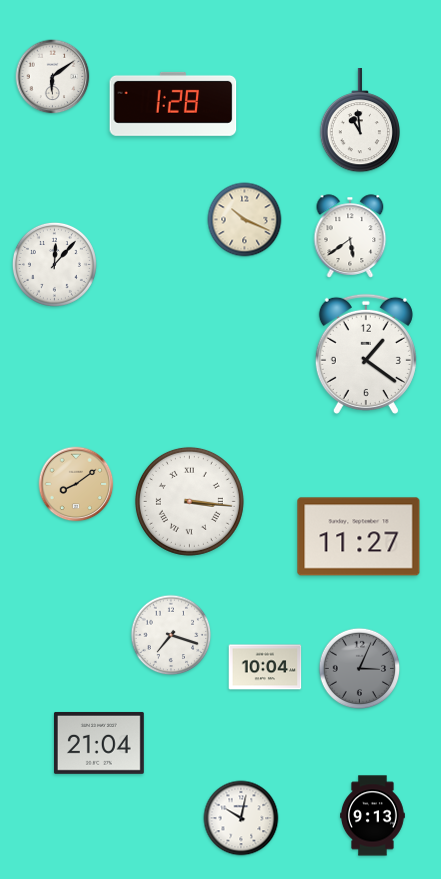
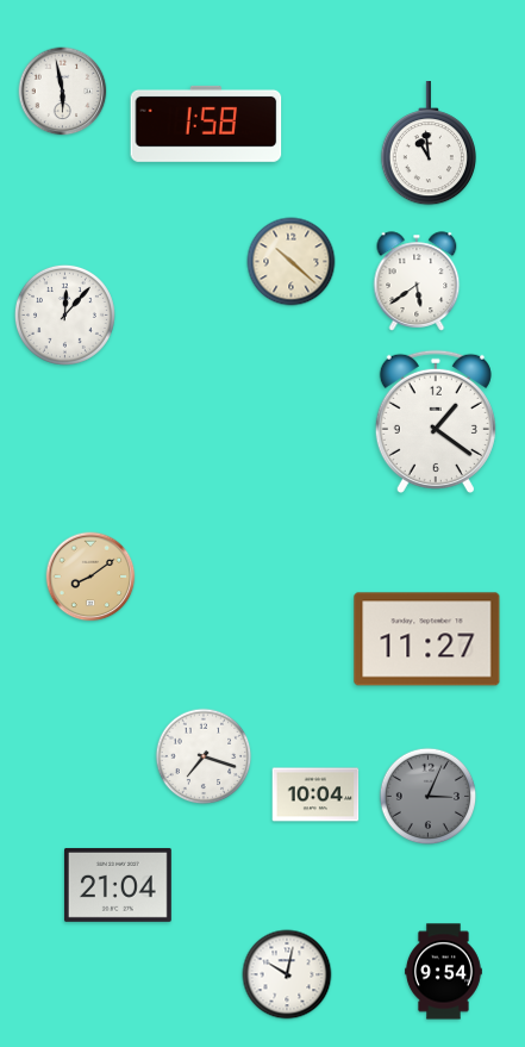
clock at (53, 77): 6:09 -> 5:58
clock at (173, 104): 1:28 -> 1:58
clock at (245, 220): 10:19 -> 10:22
clock at (189, 501): 3:16 -> none
clock at (373, 816): 9:13 -> 9:54
